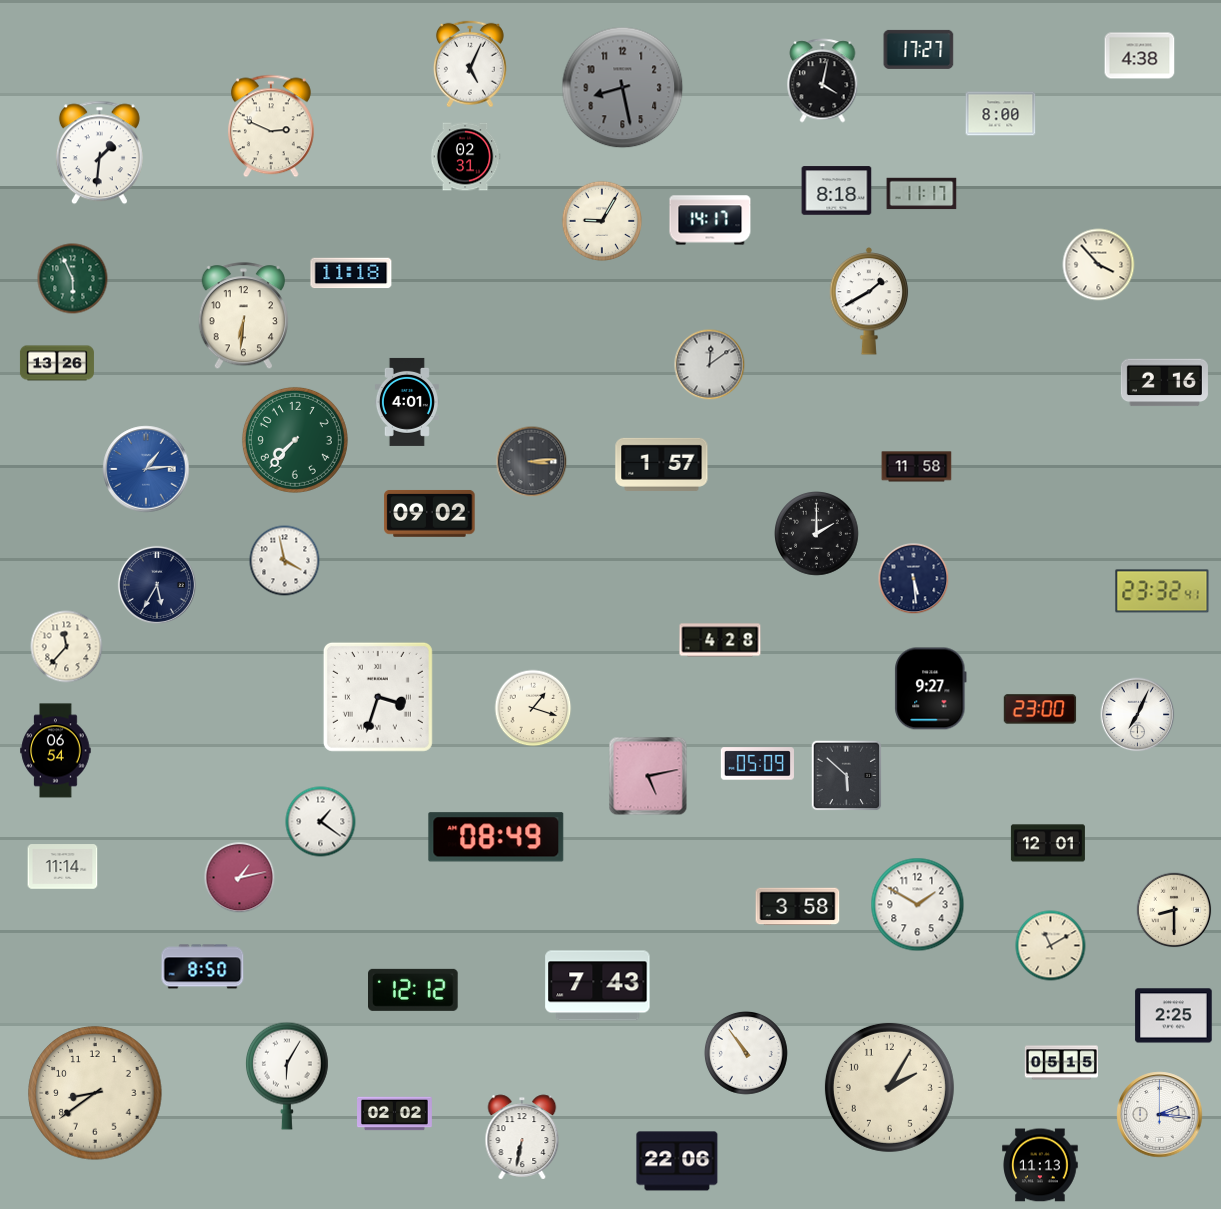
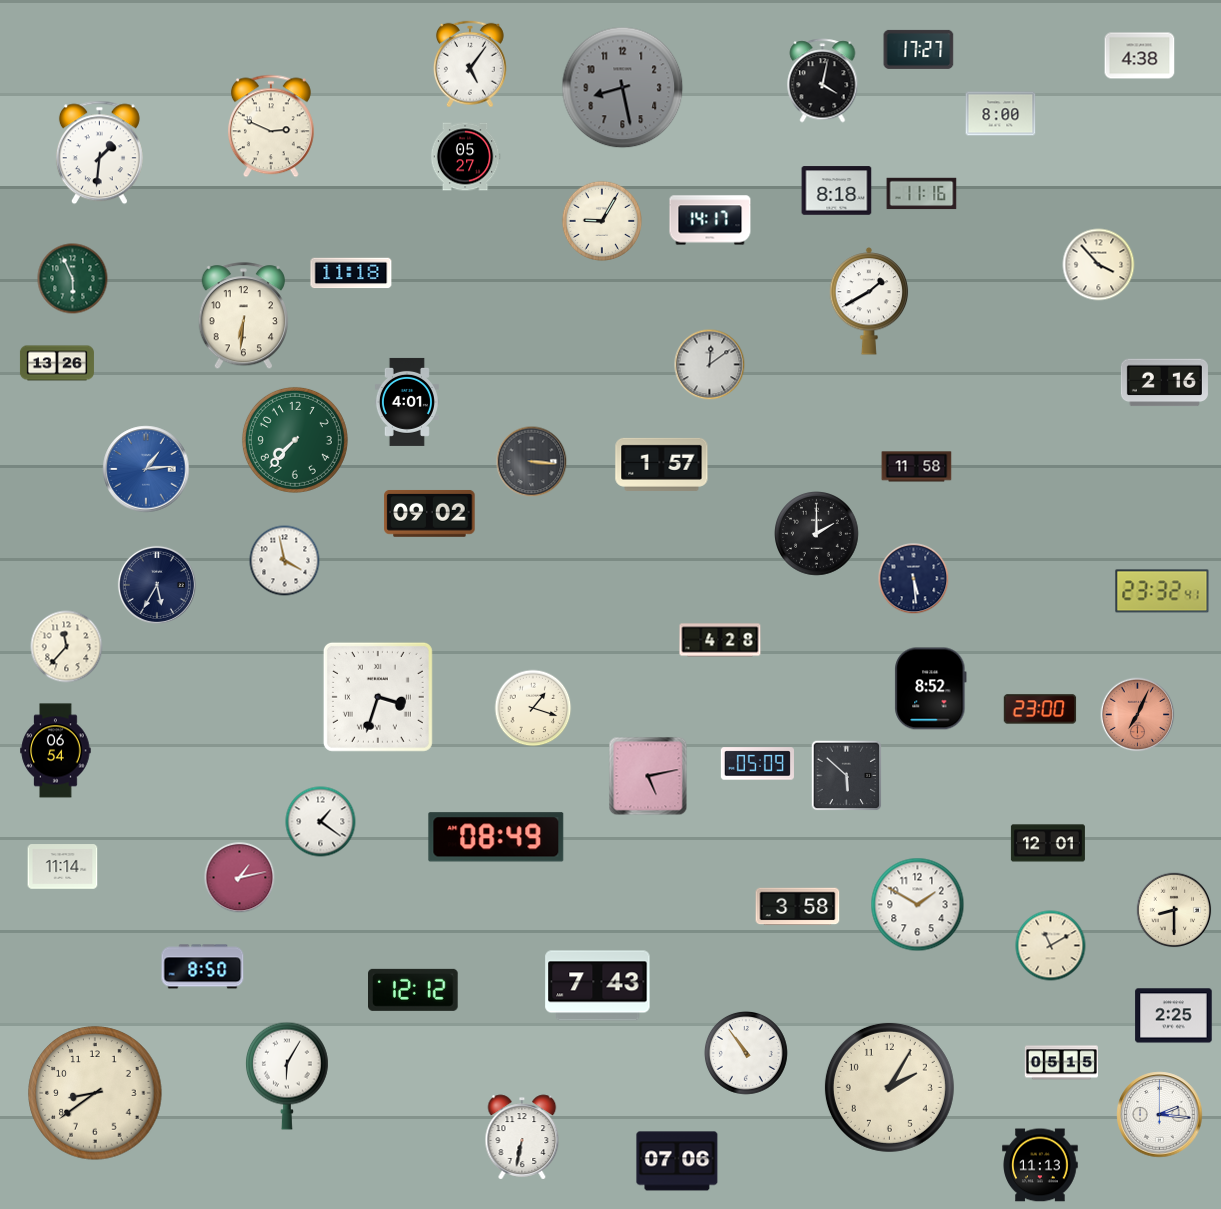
clock at (470, 64): 5:04 -> 5:06
clock at (465, 157): 02:31 -> 05:27
clock at (922, 194): 11:17 -> 11:16
clock at (532, 462): 3:14 -> 3:16
clock at (931, 689): 9:27 -> 8:52
clock at (1138, 715) dial: white -> salmon
clock at (395, 1114): 02:02 -> none
clock at (677, 1161): 22:06 -> 07:06
